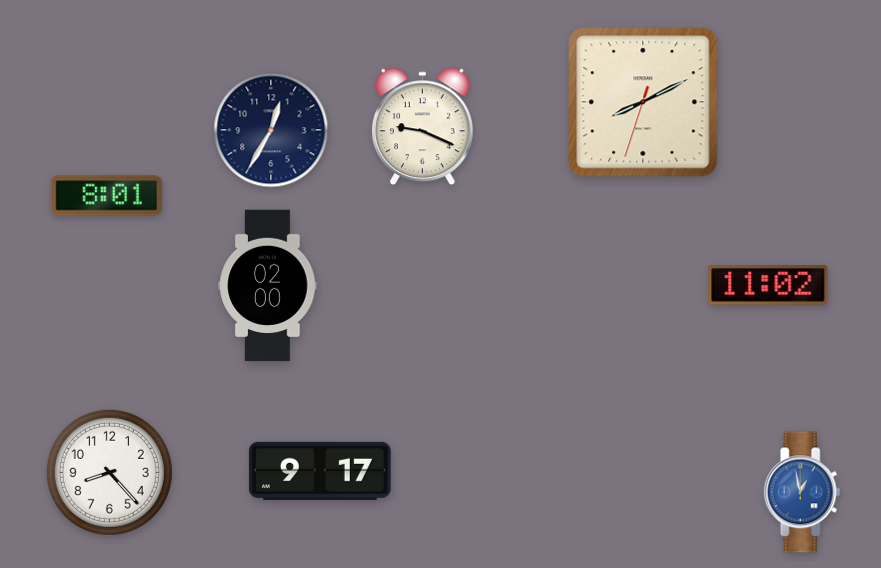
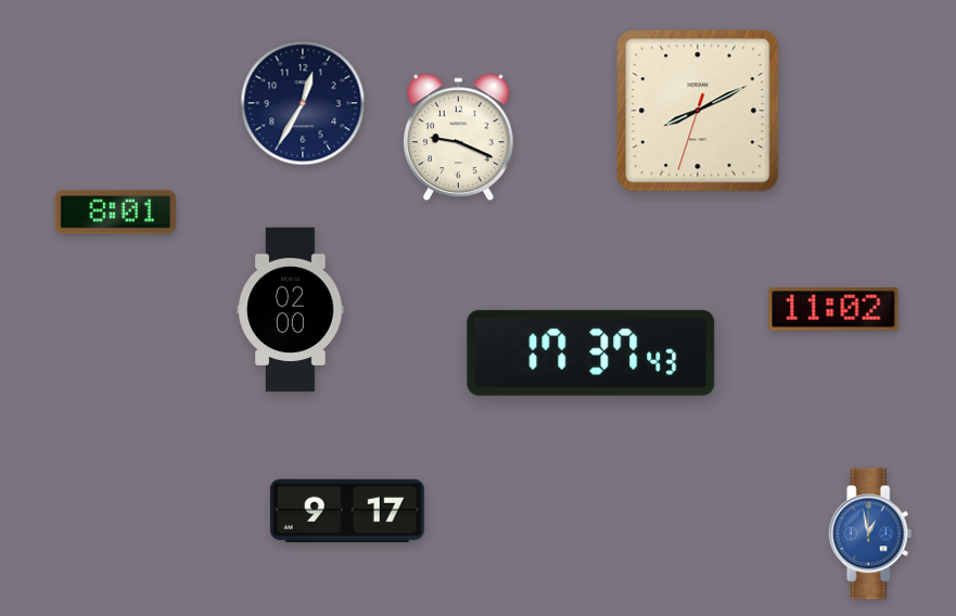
clock at (271, 130) position: (271, 130) -> (303, 103)
clock at (591, 352): none -> 17:37
clock at (109, 472): 8:23 -> none
